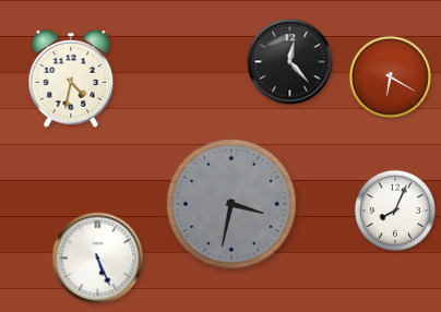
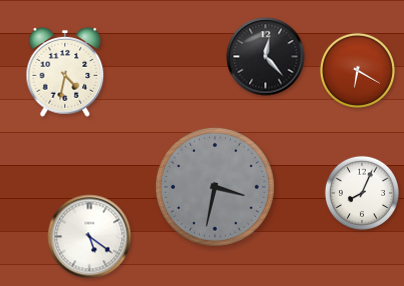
clock at (231, 204) position: (231, 204) -> (215, 187)
clock at (98, 259): 5:26 -> 5:21
